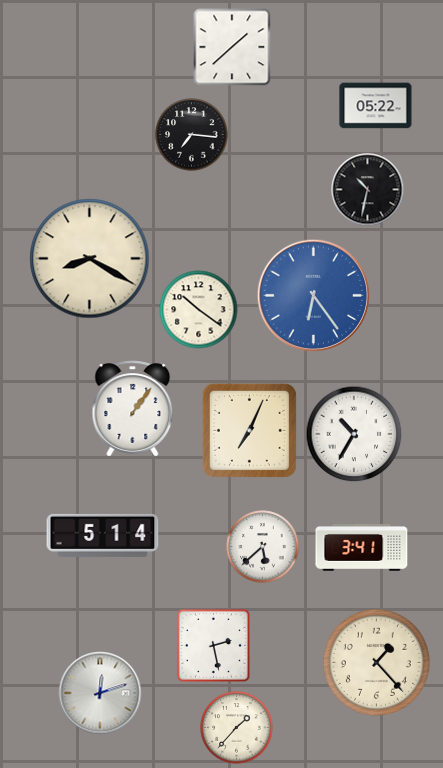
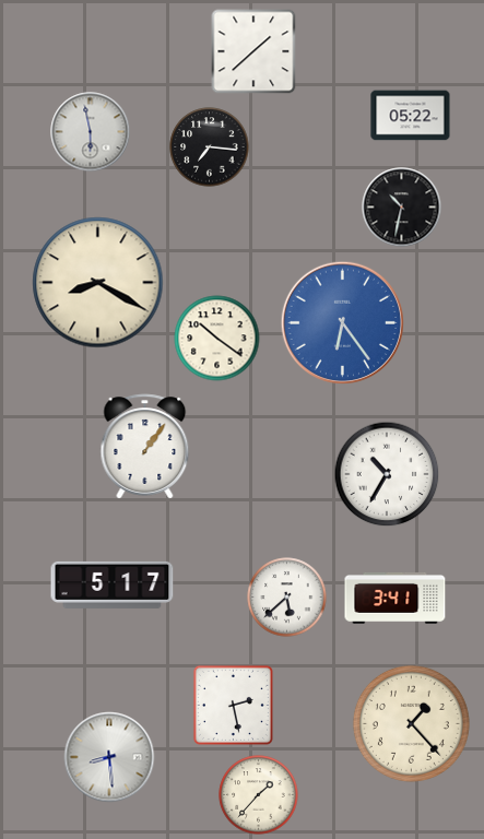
clock at (91, 132): none -> 5:58
clock at (249, 430): 7:04 -> none
clock at (103, 535): 5:14 -> 5:17
clock at (100, 693): 12:12 -> 8:29
